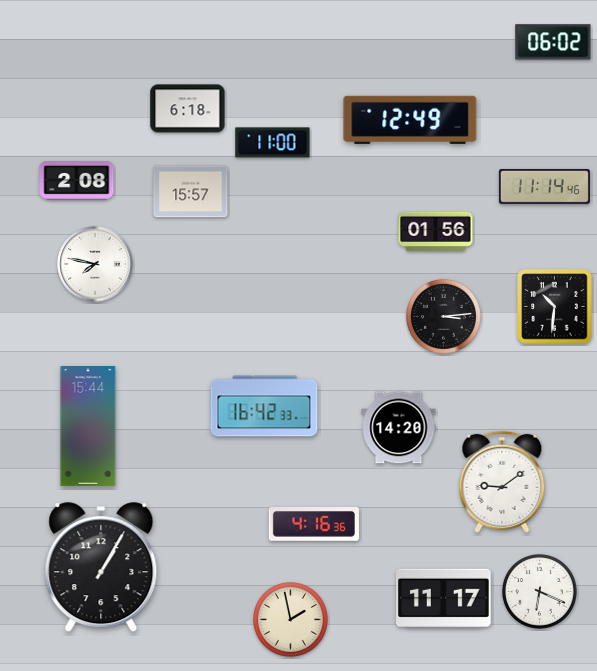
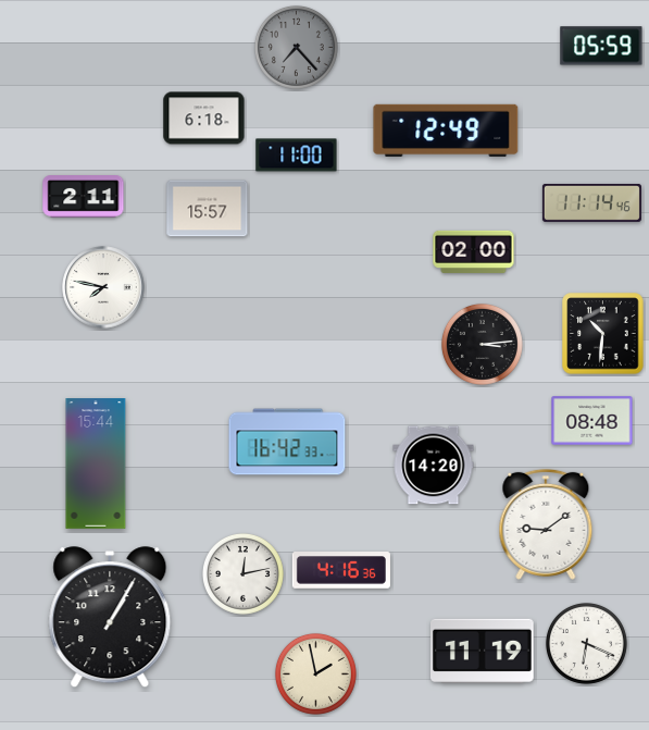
clock at (553, 42): 06:02 -> 05:59
clock at (296, 47): none -> 7:23
clock at (77, 181): 2:08 -> 2:11
clock at (436, 231): 01:56 -> 02:00
clock at (592, 421): none -> 08:48
clock at (242, 573): none -> 12:13
clock at (444, 598): 11:17 -> 11:19
